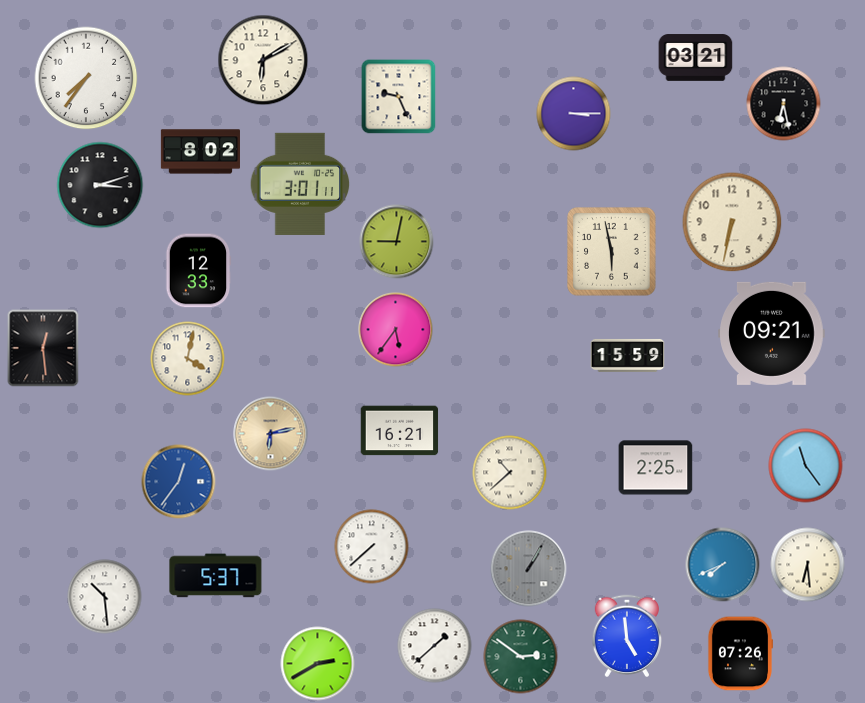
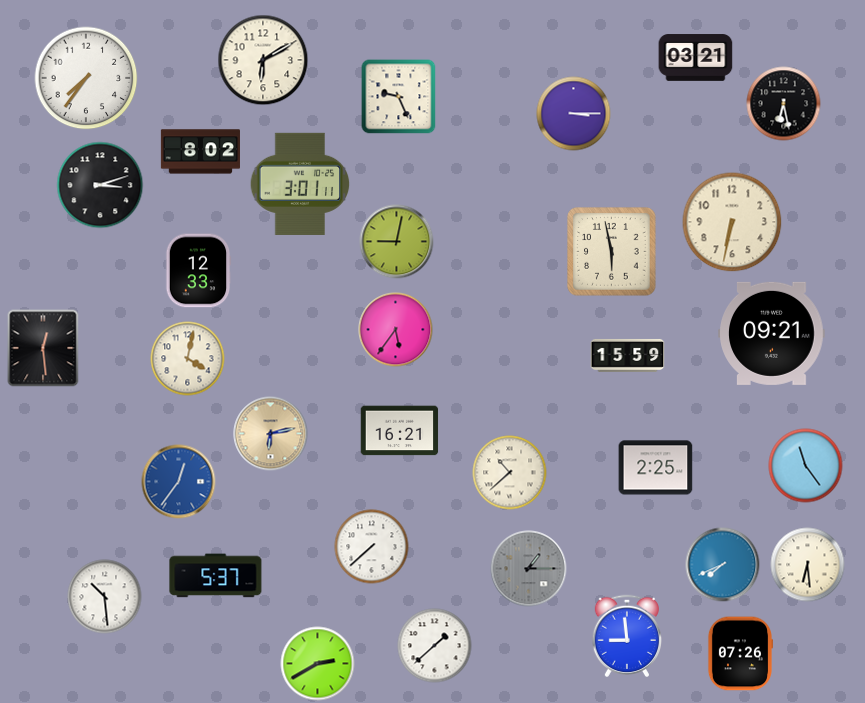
clock at (529, 569): 1:05 -> 1:15
clock at (626, 636): 4:59 -> 8:59
clock at (521, 657): 2:51 -> none
